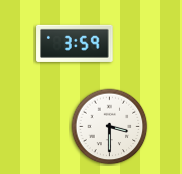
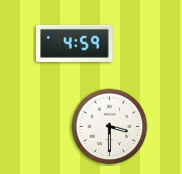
clock at (75, 43): 3:59 -> 4:59
